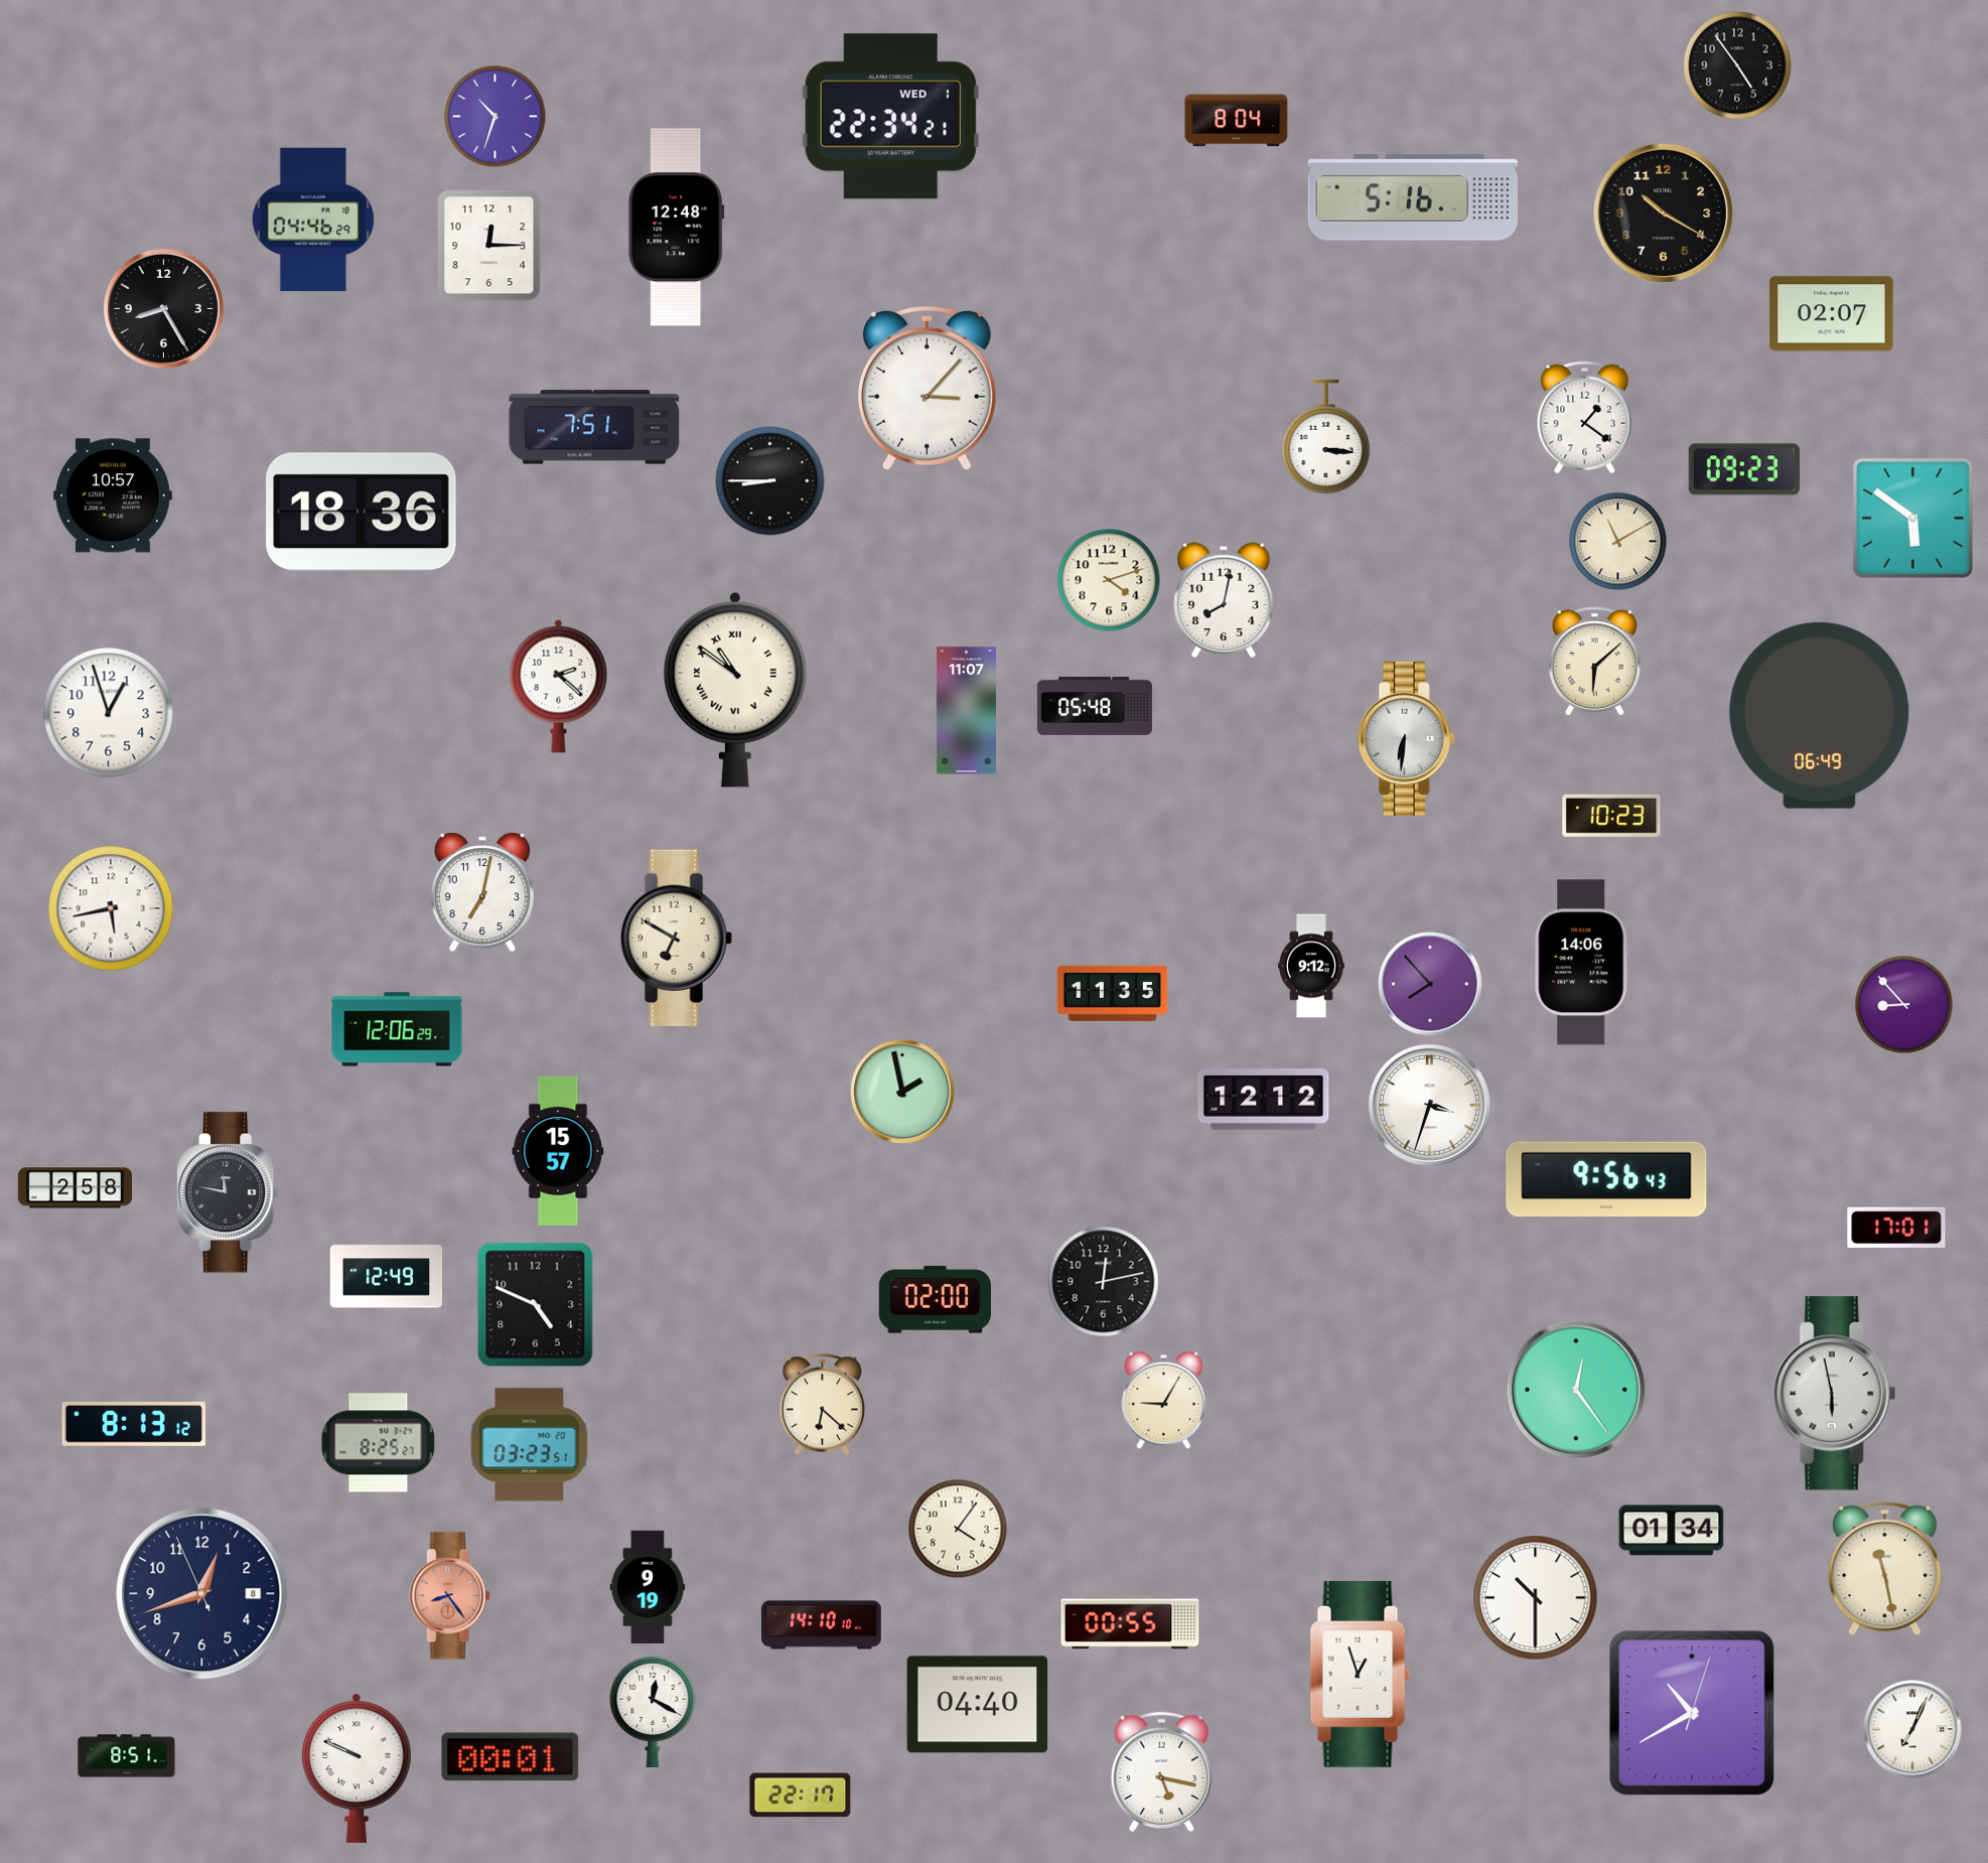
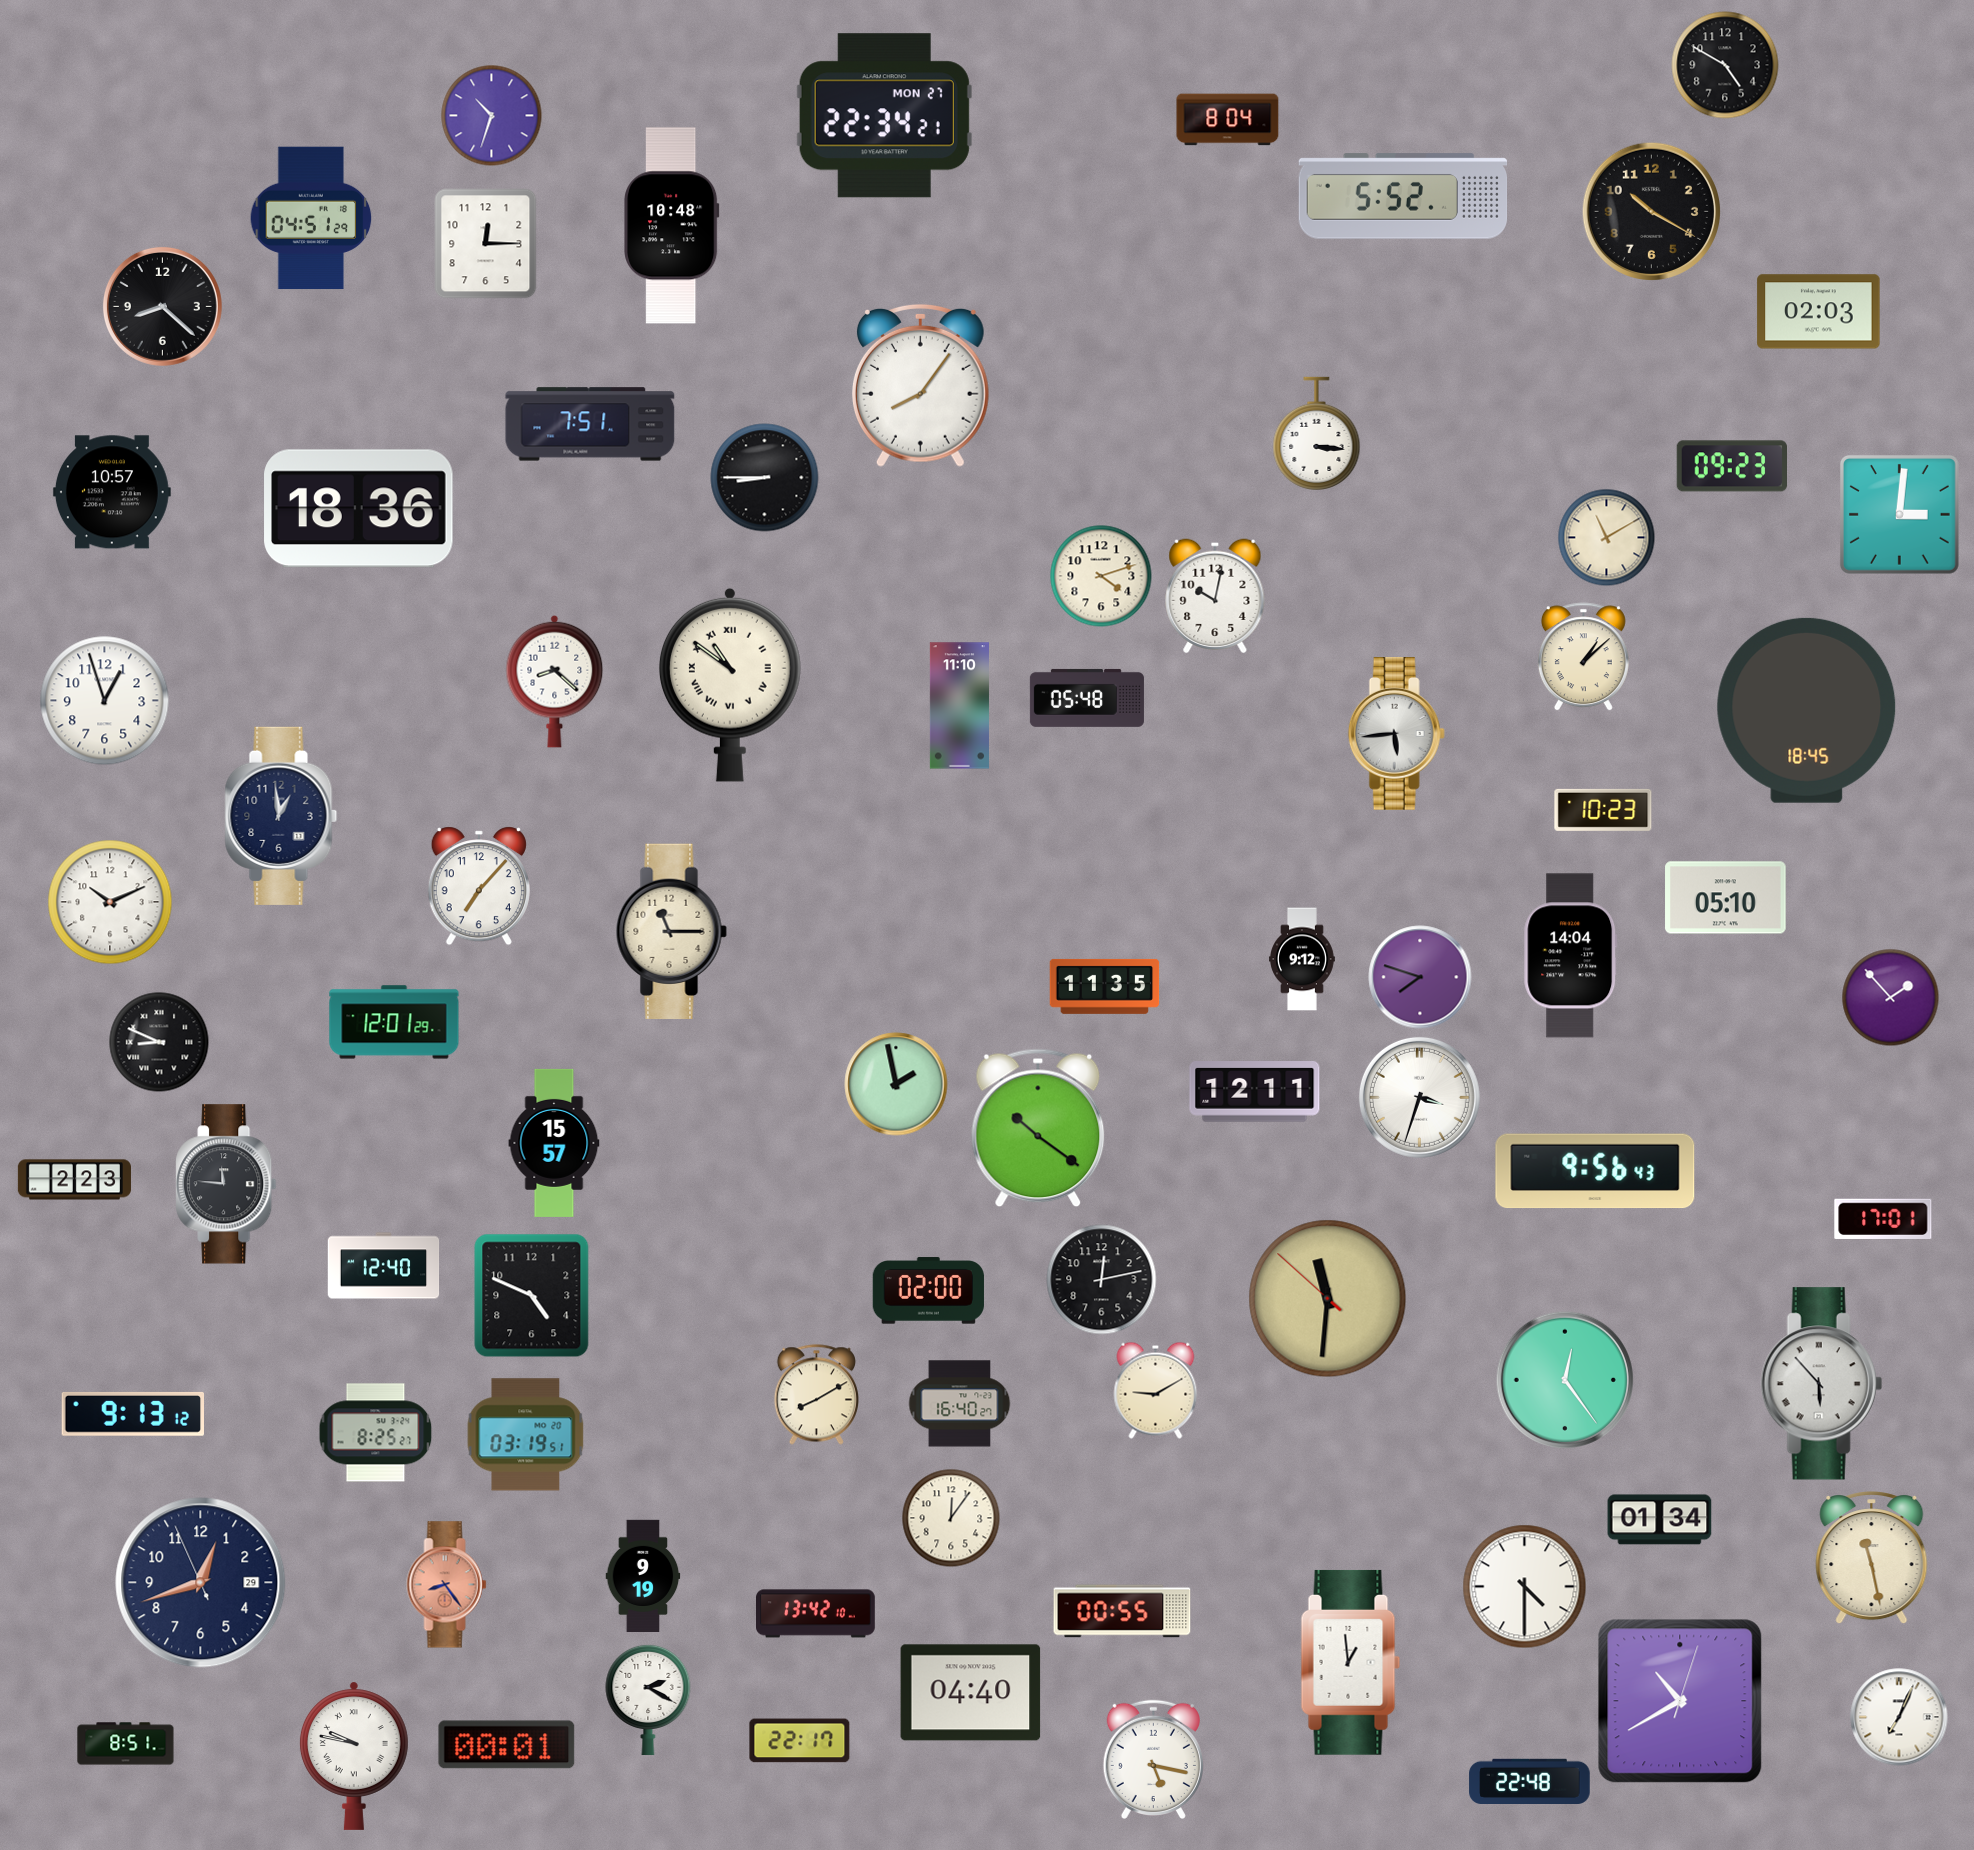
clock at (1737, 65): 4:54 -> 4:50
clock at (890, 117) date: WED 1 -> MON 27
clock at (1413, 197): 5:16 -> 5:52
clock at (313, 220): 04:46 -> 04:51
clock at (677, 228): 12:48 -> 10:48
clock at (163, 308): 8:25 -> 8:22
clock at (1832, 314): 02:07 -> 02:03
clock at (927, 388): 3:07 -> 8:06
clock at (1585, 418): 1:21 -> none
clock at (1913, 519): 5:51 -> 3:01
clock at (1224, 600): 8:02 -> 10:02
clock at (1594, 662): 6:08 -> 1:08
clock at (559, 686): 2:22 -> 8:22
clock at (1095, 706) position: (1095, 706) -> (1087, 698)
clock at (966, 711): 11:07 -> 11:10
clock at (109, 713) position: (109, 713) -> (105, 701)
clock at (1820, 715): 06:49 -> 18:45
clock at (1406, 739): 6:31 -> 5:44
clock at (1611, 816) position: (1611, 816) -> (1603, 810)
clock at (281, 816): none -> 12:59
clock at (482, 892): 7:02 -> 7:07
clock at (1726, 898): none -> 05:10
clock at (111, 908): 5:43 -> 10:11
clock at (676, 938): 6:50 -> 11:15
clock at (1582, 963): 14:06 -> 14:04
clock at (1430, 984): 7:53 -> 7:48
clock at (1904, 1005): 8:53 -> 1:53
clock at (397, 1029): 12:06 -> 12:01
clock at (159, 1042): none -> 8:49
clock at (1264, 1100): 12:12 -> 12:11
clock at (1038, 1128): none -> 10:21
clock at (75, 1188): 2:58 -> 2:23
clock at (228, 1192): 11:47 -> 11:46
clock at (387, 1275): 12:49 -> 12:40
clock at (1104, 1282) position: (1104, 1282) -> (1102, 1280)
clock at (1328, 1299): none -> 11:30
clock at (1834, 1394): 5:58 -> 5:53
clock at (1164, 1400): 9:05 -> 9:10
clock at (822, 1405): 6:22 -> 8:10
clock at (960, 1404): none -> 16:40
clock at (134, 1424): 8:13 -> 9:13
clock at (530, 1445): 03:23 -> 03:19
clock at (958, 1529): 4:06 -> 12:06
clock at (202, 1594) date: 8 -> 29
clock at (1536, 1598): 10:30 -> 4:30
clock at (822, 1625): 14:10 -> 13:42
clock at (1361, 1674): 12:57 -> 12:59
clock at (653, 1712): 12:20 -> 2:20
clock at (357, 1768): 9:49 -> 9:47
clock at (1530, 1781): none -> 22:48
clock at (801, 1796) position: (801, 1796) -> (800, 1741)
